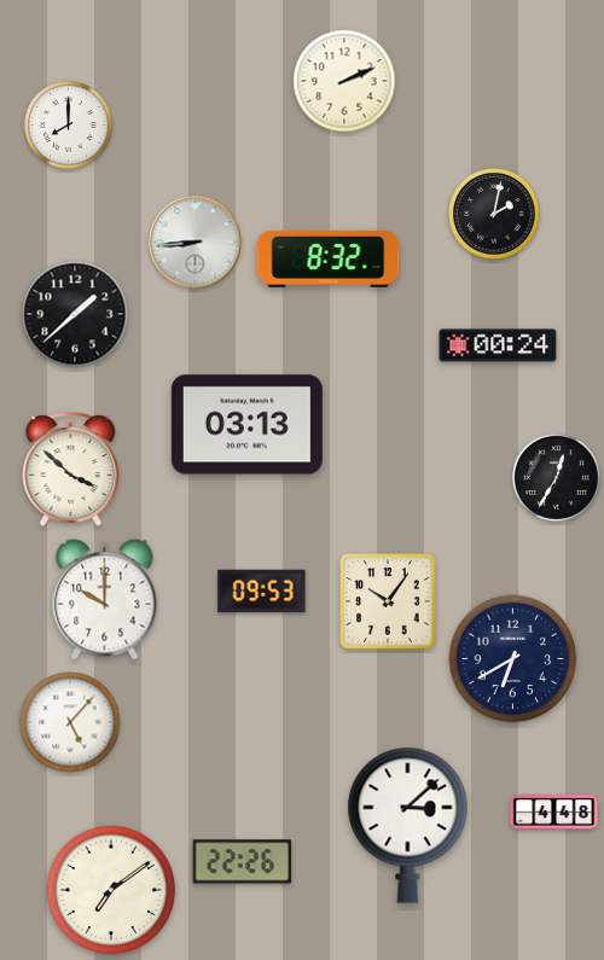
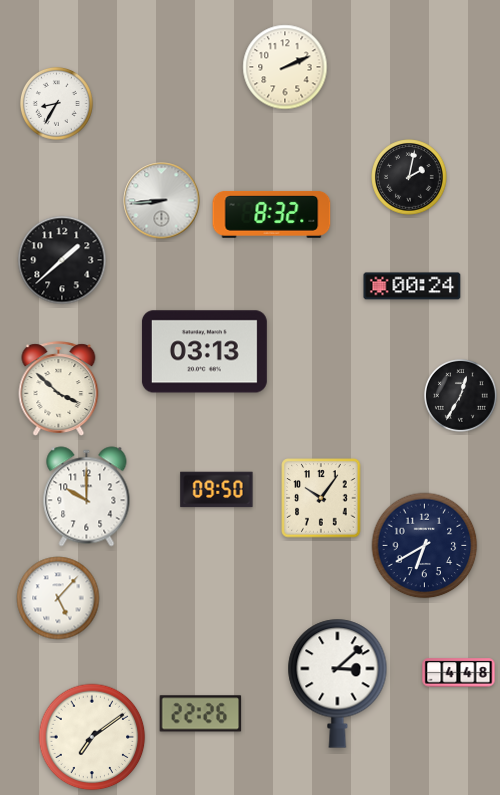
clock at (68, 124): 8:00 -> 8:35
clock at (262, 592): 09:53 -> 09:50
